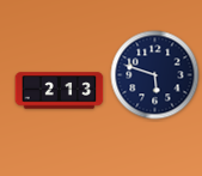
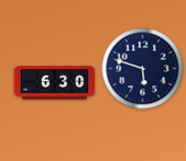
clock at (60, 91): 2:13 -> 6:30
